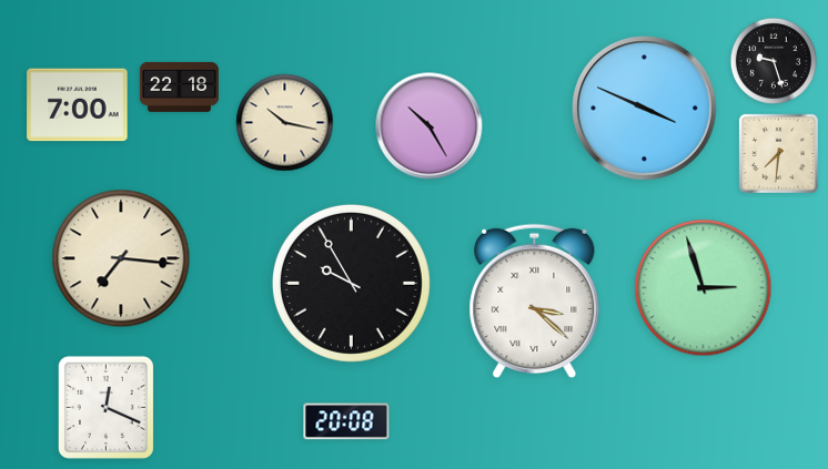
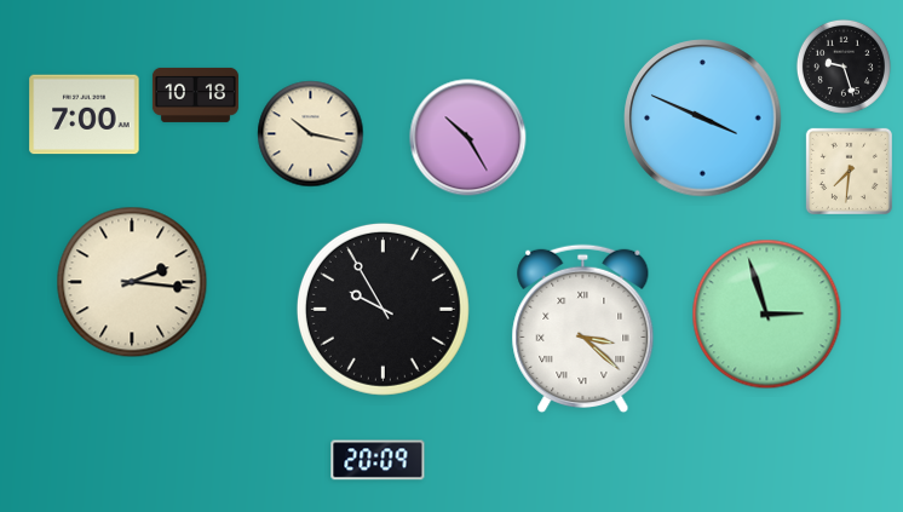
clock at (179, 86): 22:18 -> 10:18
clock at (778, 153) position: (778, 153) -> (849, 171)
clock at (121, 258): 7:16 -> 2:16
clock at (105, 407): 12:19 -> none
clock at (346, 421): 20:08 -> 20:09
